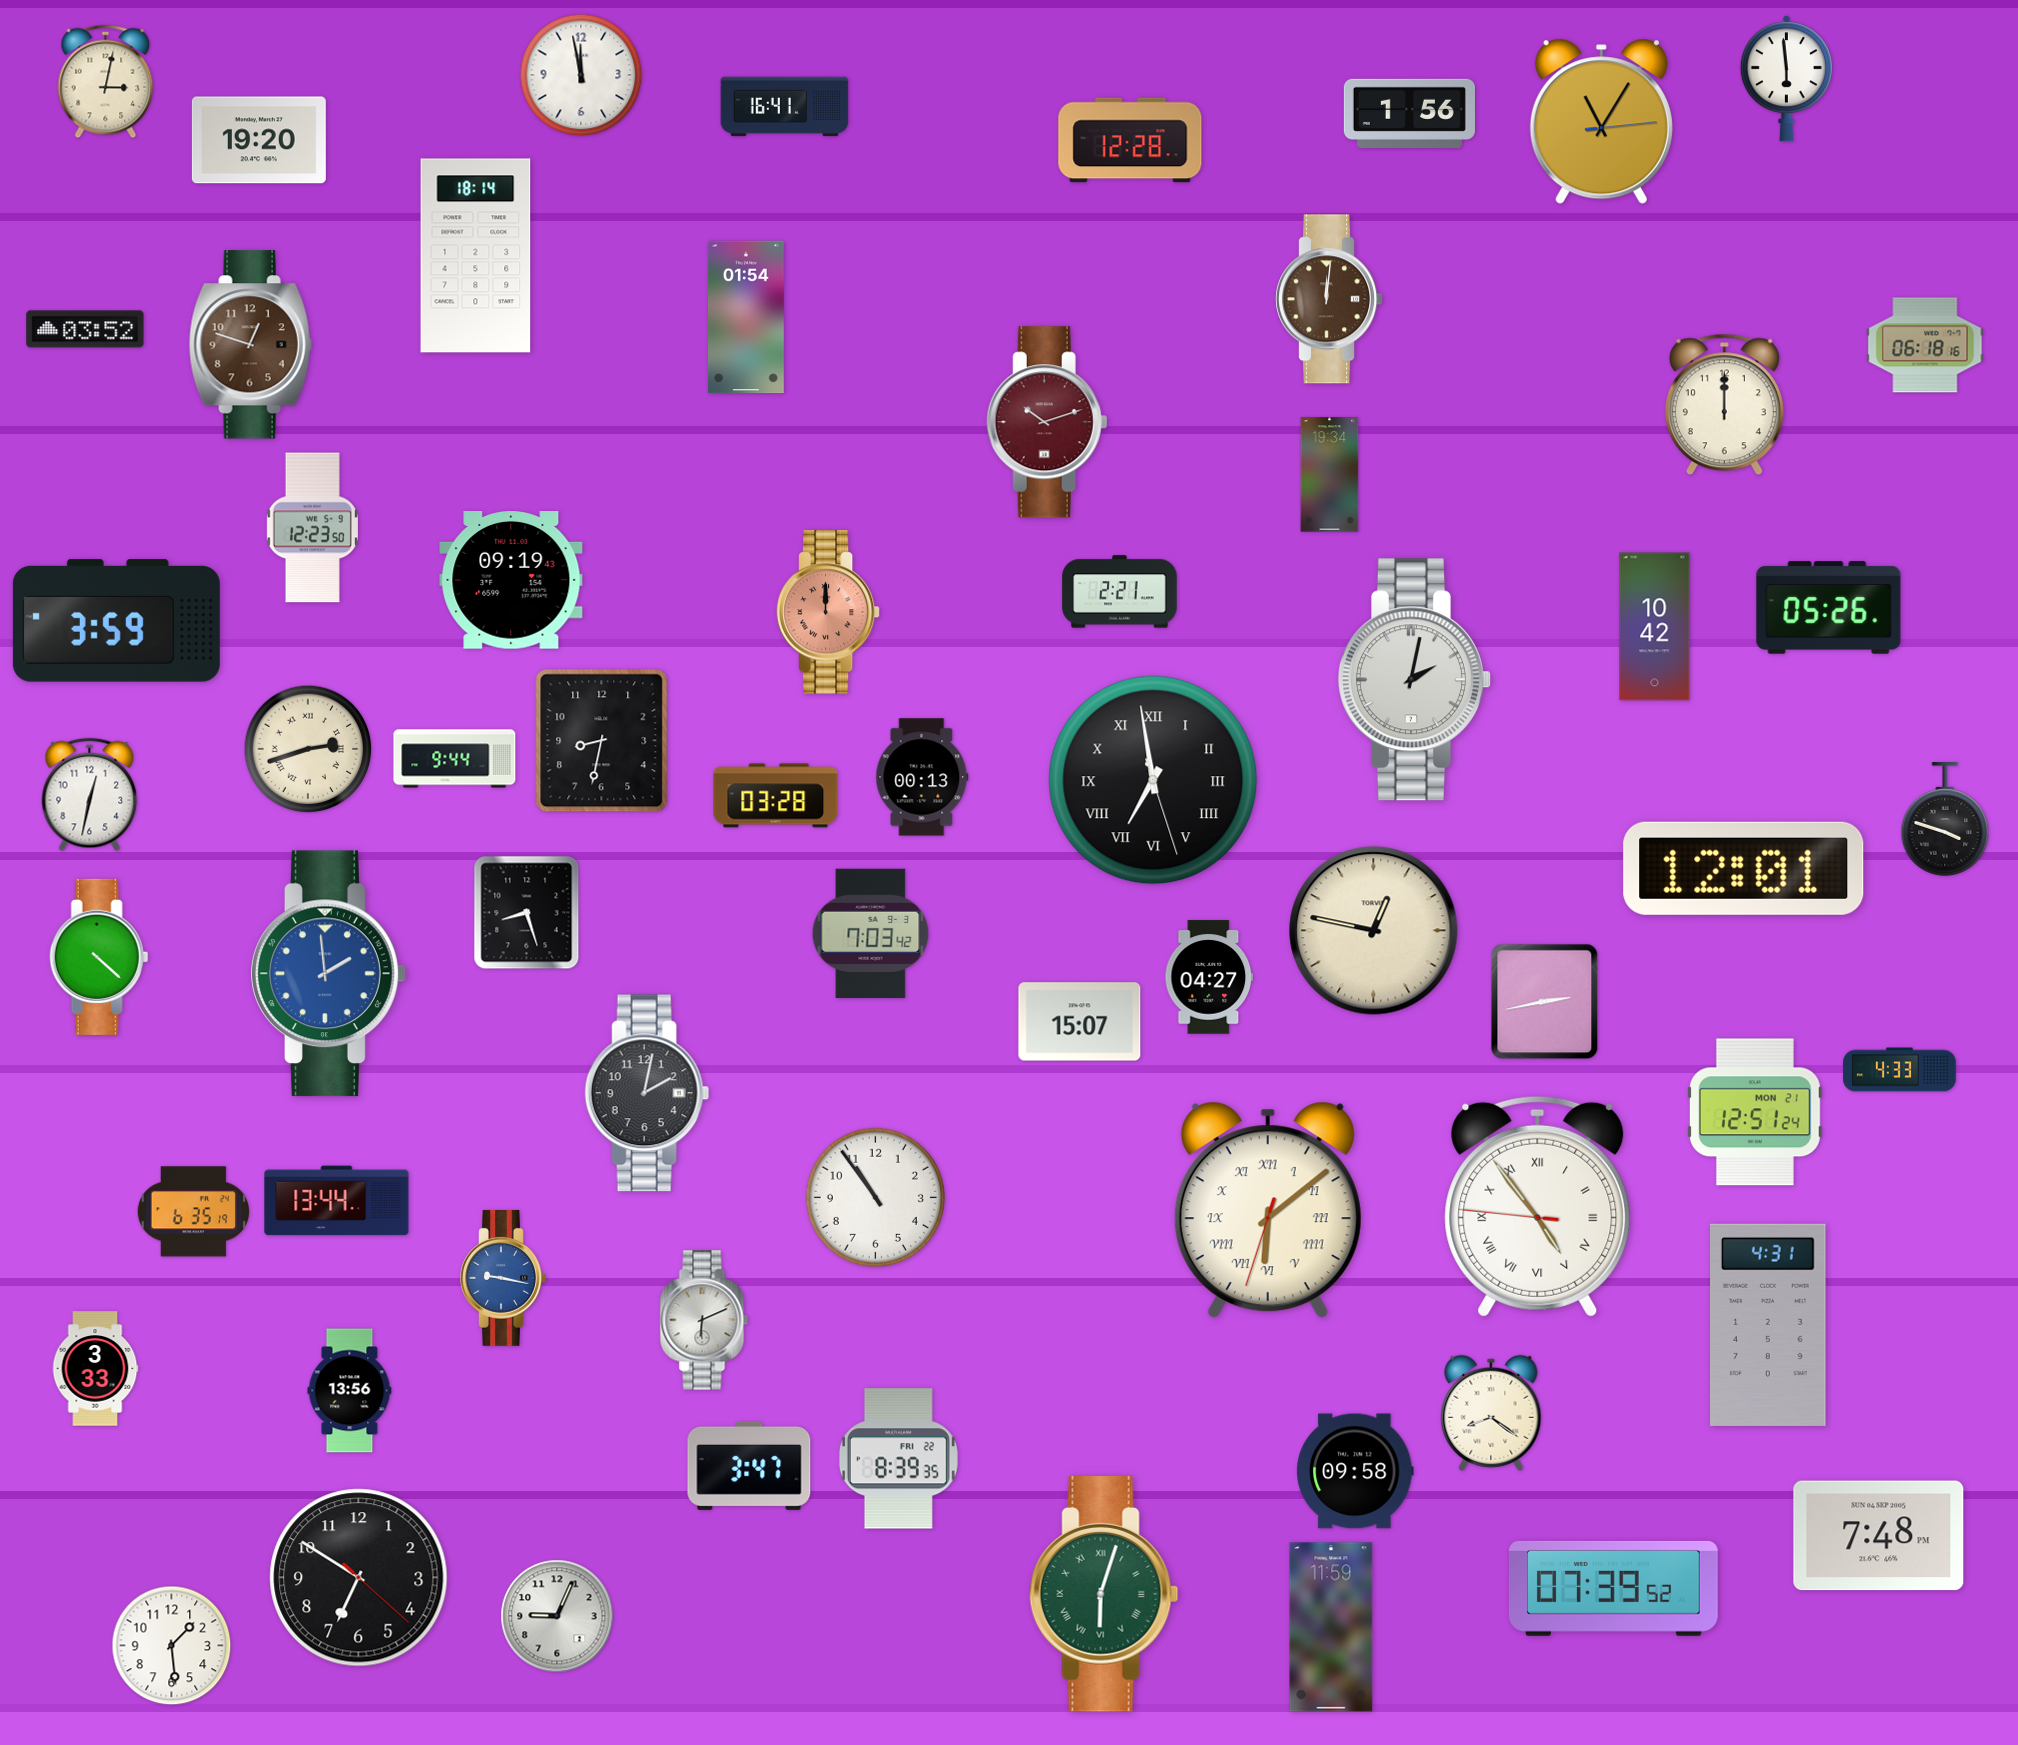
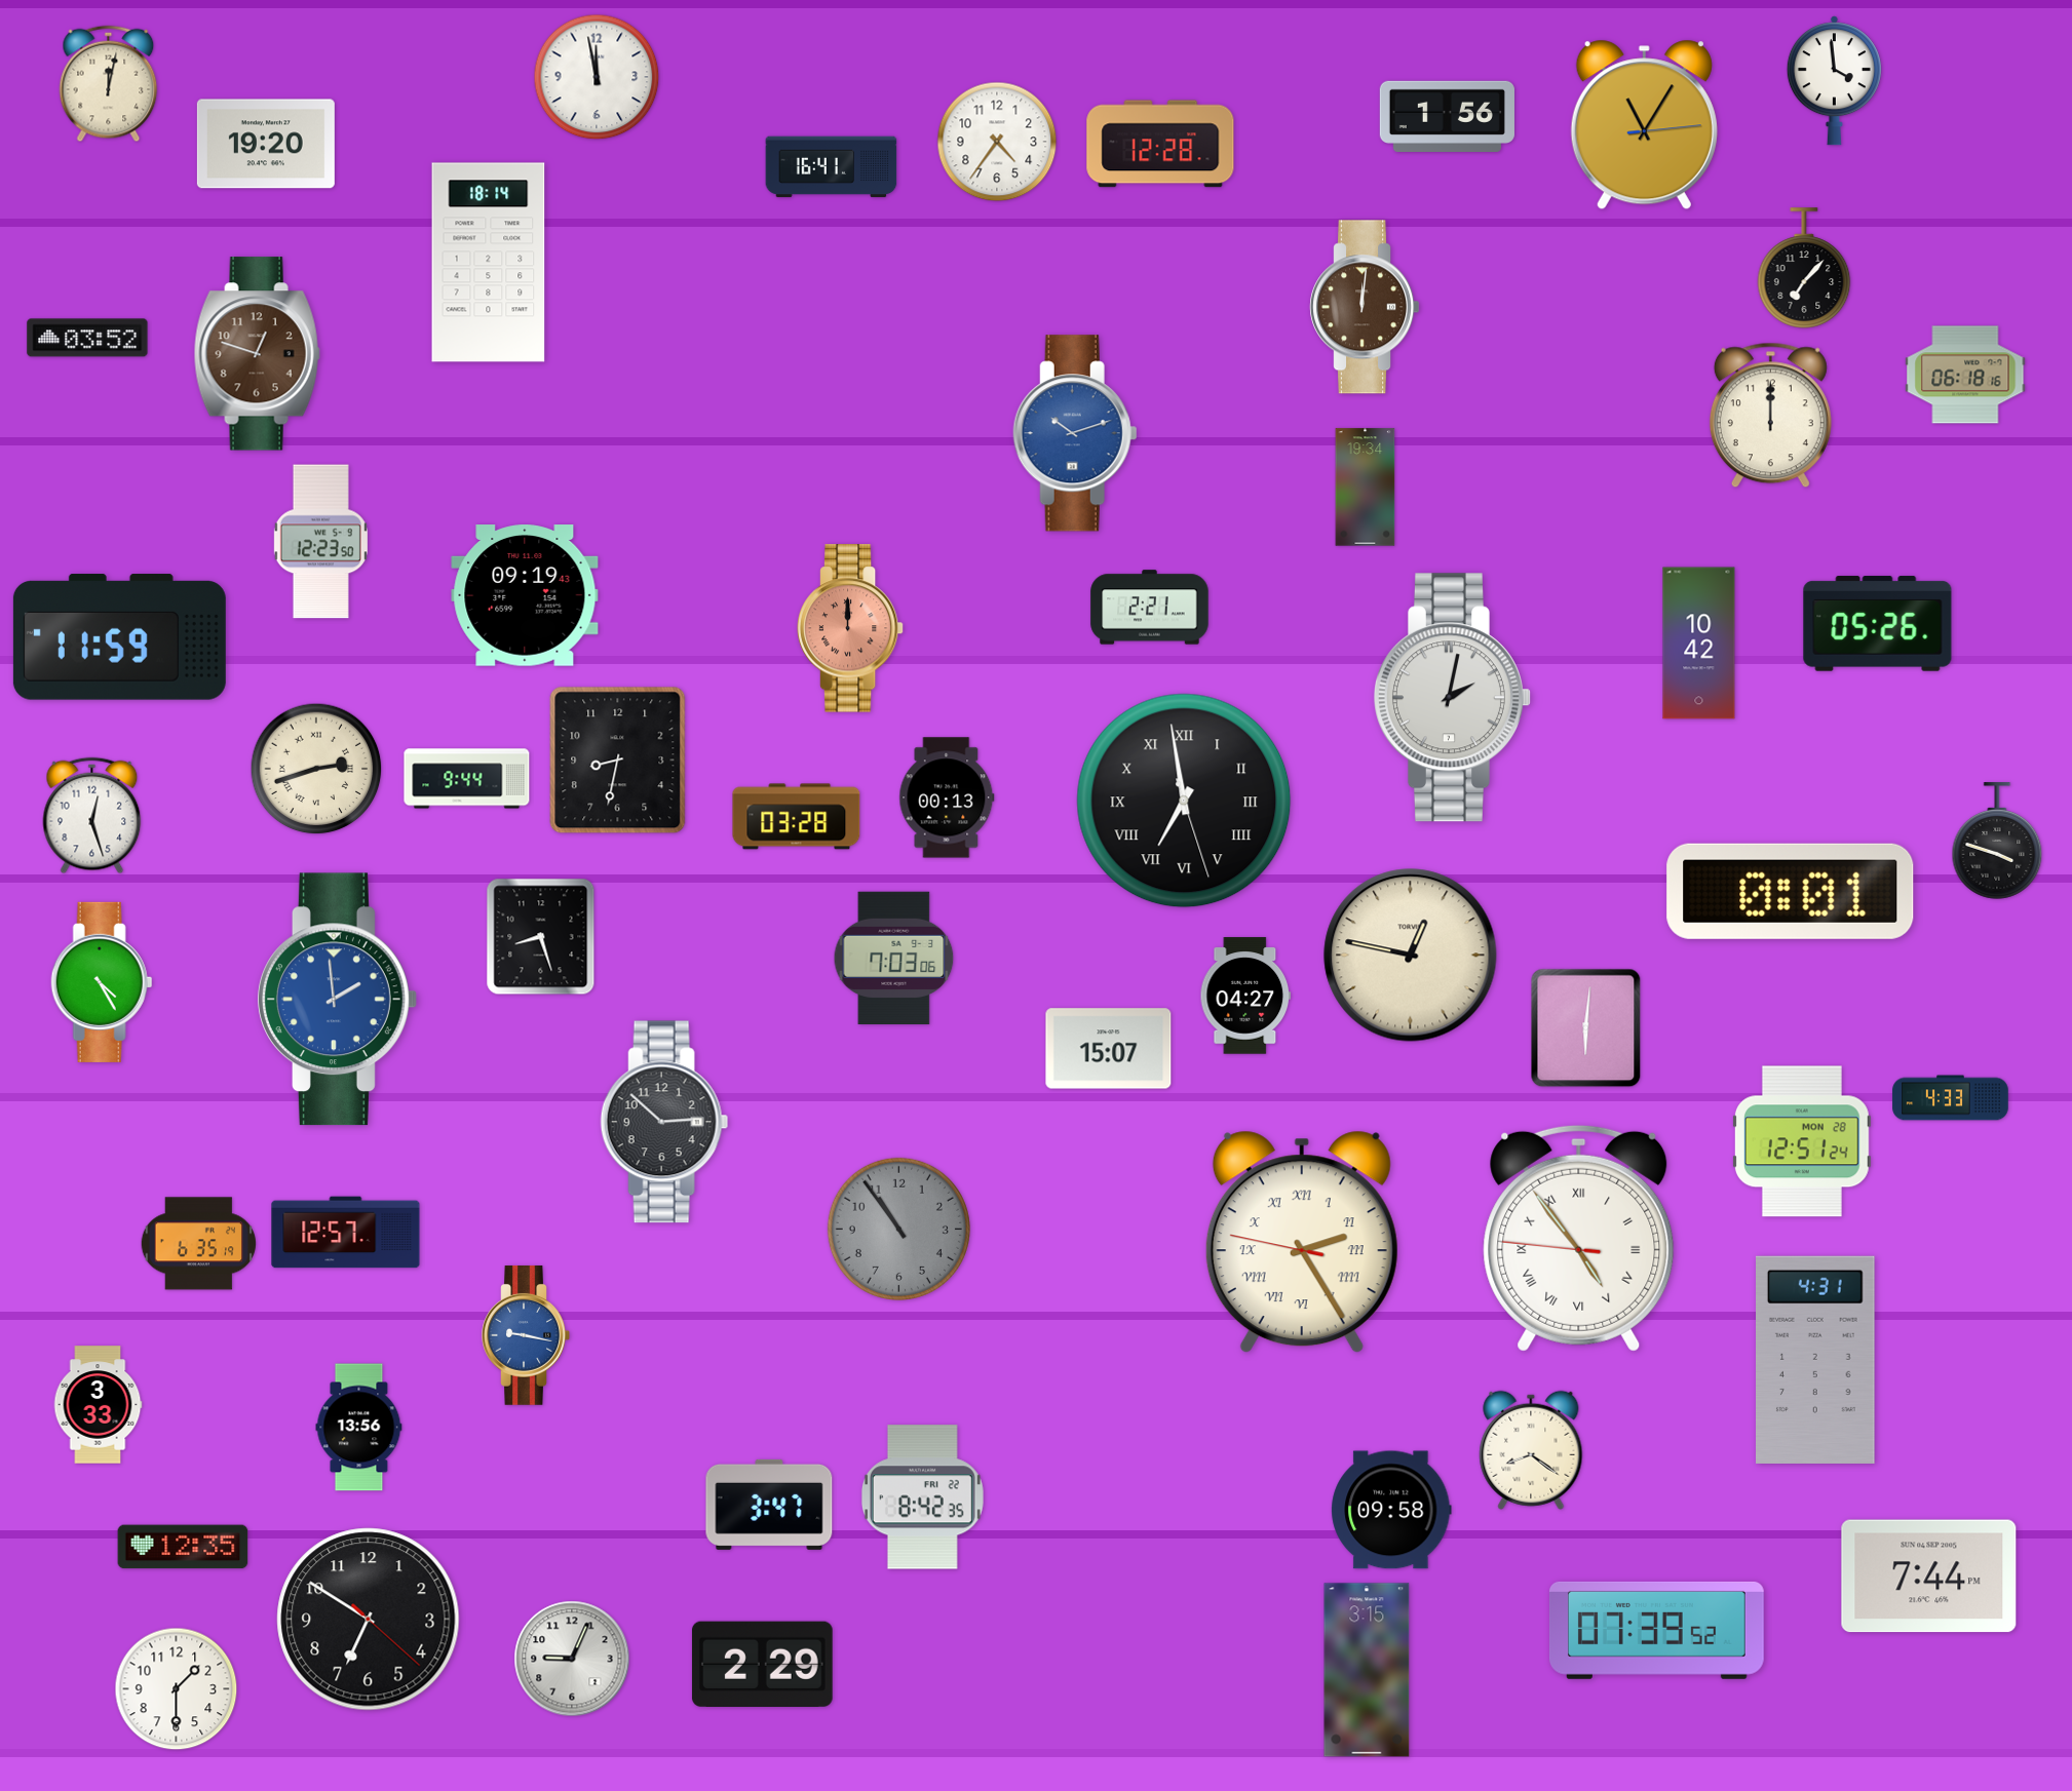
clock at (1786, 79): 5:59 -> 3:59
clock at (106, 82): 3:02 -> 12:02
clock at (785, 107) position: (785, 107) -> (832, 167)
clock at (997, 142): none -> 4:36
clock at (1804, 268): none -> 7:07
clock at (746, 317): 01:54 -> none
clock at (1925, 345) position: (1925, 345) -> (1965, 375)
clock at (1047, 422) dial: burgundy -> blue
clock at (116, 621): 3:59 -> 11:59
clock at (90, 795): 12:32 -> 12:27
clock at (1744, 868): 12:01 -> 0:01
clock at (871, 934): 7:03:42 -> 7:03:06
clock at (99, 957): 4:22 -> 4:25
clock at (1209, 977) position: (1209, 977) -> (1245, 996)
clock at (1545, 1002): 2:43 -> 6:01
clock at (647, 1093): 2:02 -> 2:52
clock at (1755, 1112) date: MON 21 -> MON 28
clock at (875, 1197) dial: white -> grey
clock at (337, 1201): 13:44 -> 12:57
clock at (1268, 1210): 6:08 -> 2:24
clock at (503, 1278) position: (503, 1278) -> (526, 1335)
clock at (704, 1320): 6:11 -> none
clock at (898, 1459): 8:39 -> 8:42
clock at (183, 1547): none -> 12:35
clock at (1879, 1536): 7:48 -> 7:44
clock at (1104, 1595): 6:03 -> none
clock at (762, 1664): none -> 2:29
clock at (1331, 1627): 11:59 -> 3:15
clock at (172, 1646): 1:29 -> 1:30
